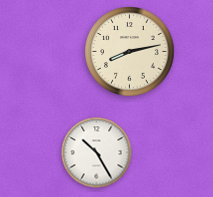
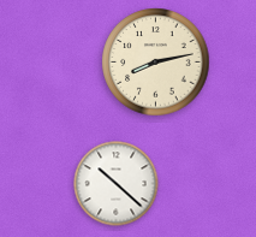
clock at (97, 153): 10:25 -> 10:22
